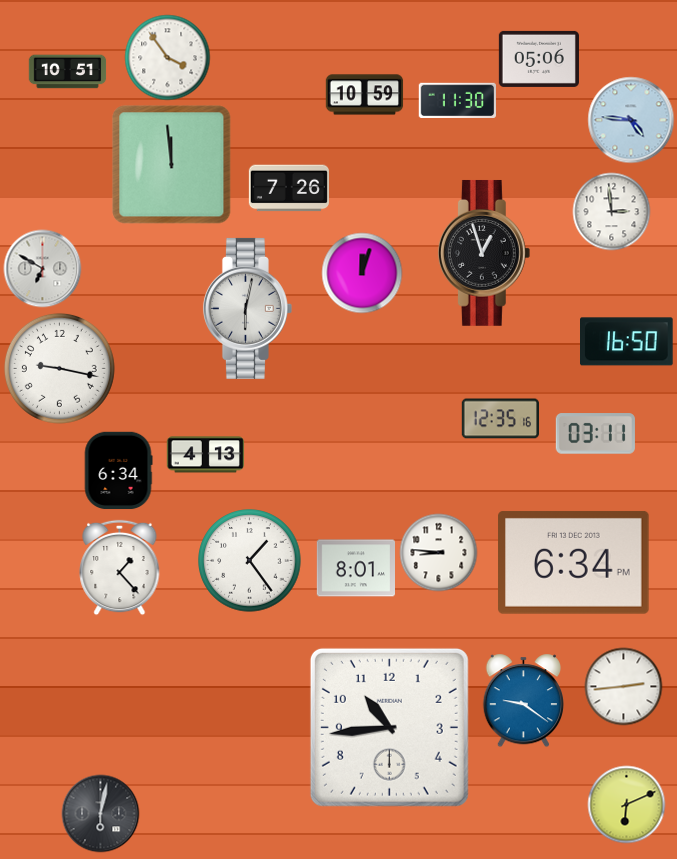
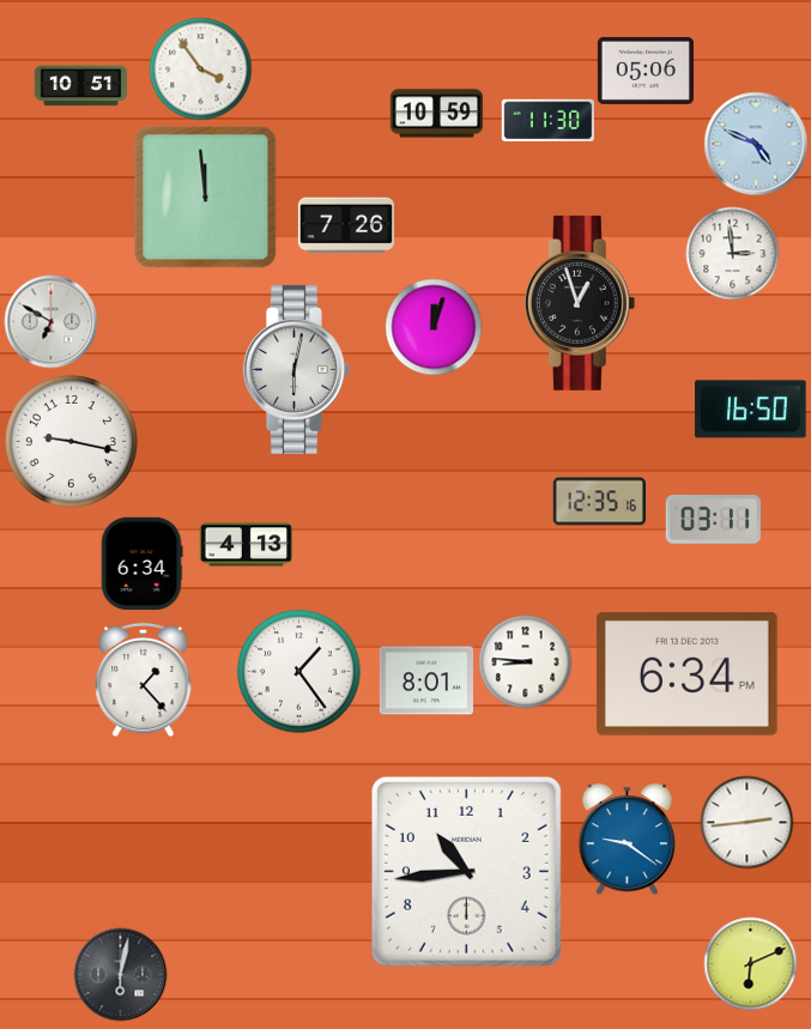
clock at (631, 120): 4:46 -> 4:49
